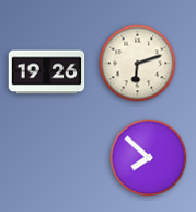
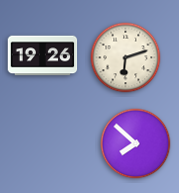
clock at (47, 72) position: (47, 72) -> (43, 56)
